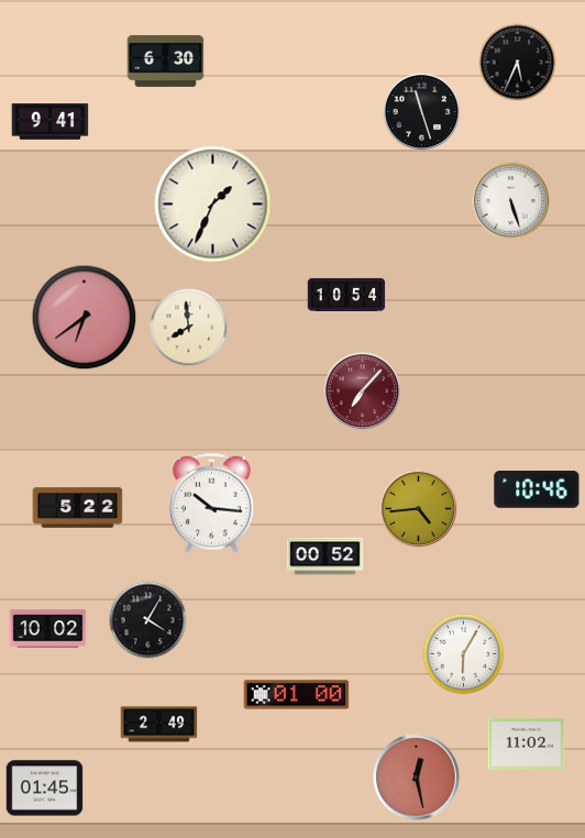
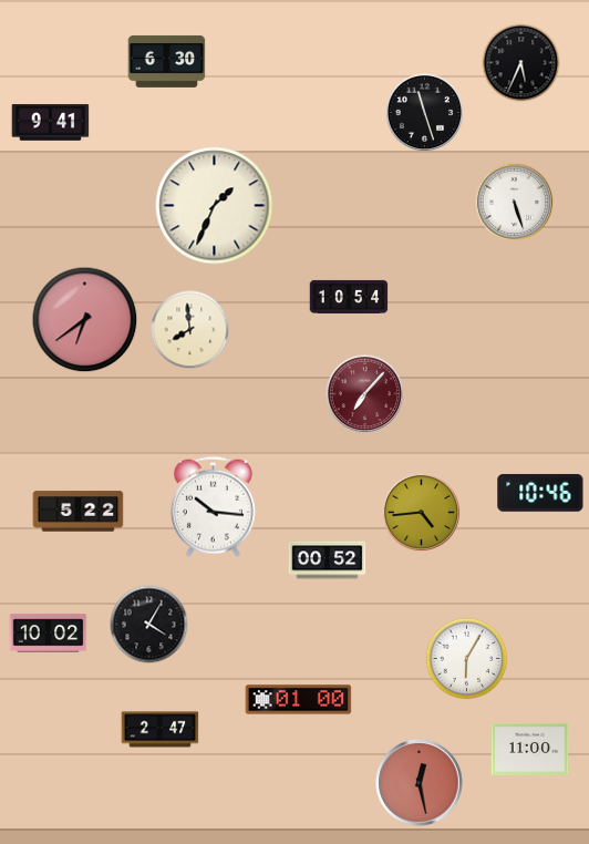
clock at (159, 725): 2:49 -> 2:47
clock at (527, 743): 11:02 -> 11:00
clock at (45, 789): 01:45 -> none
